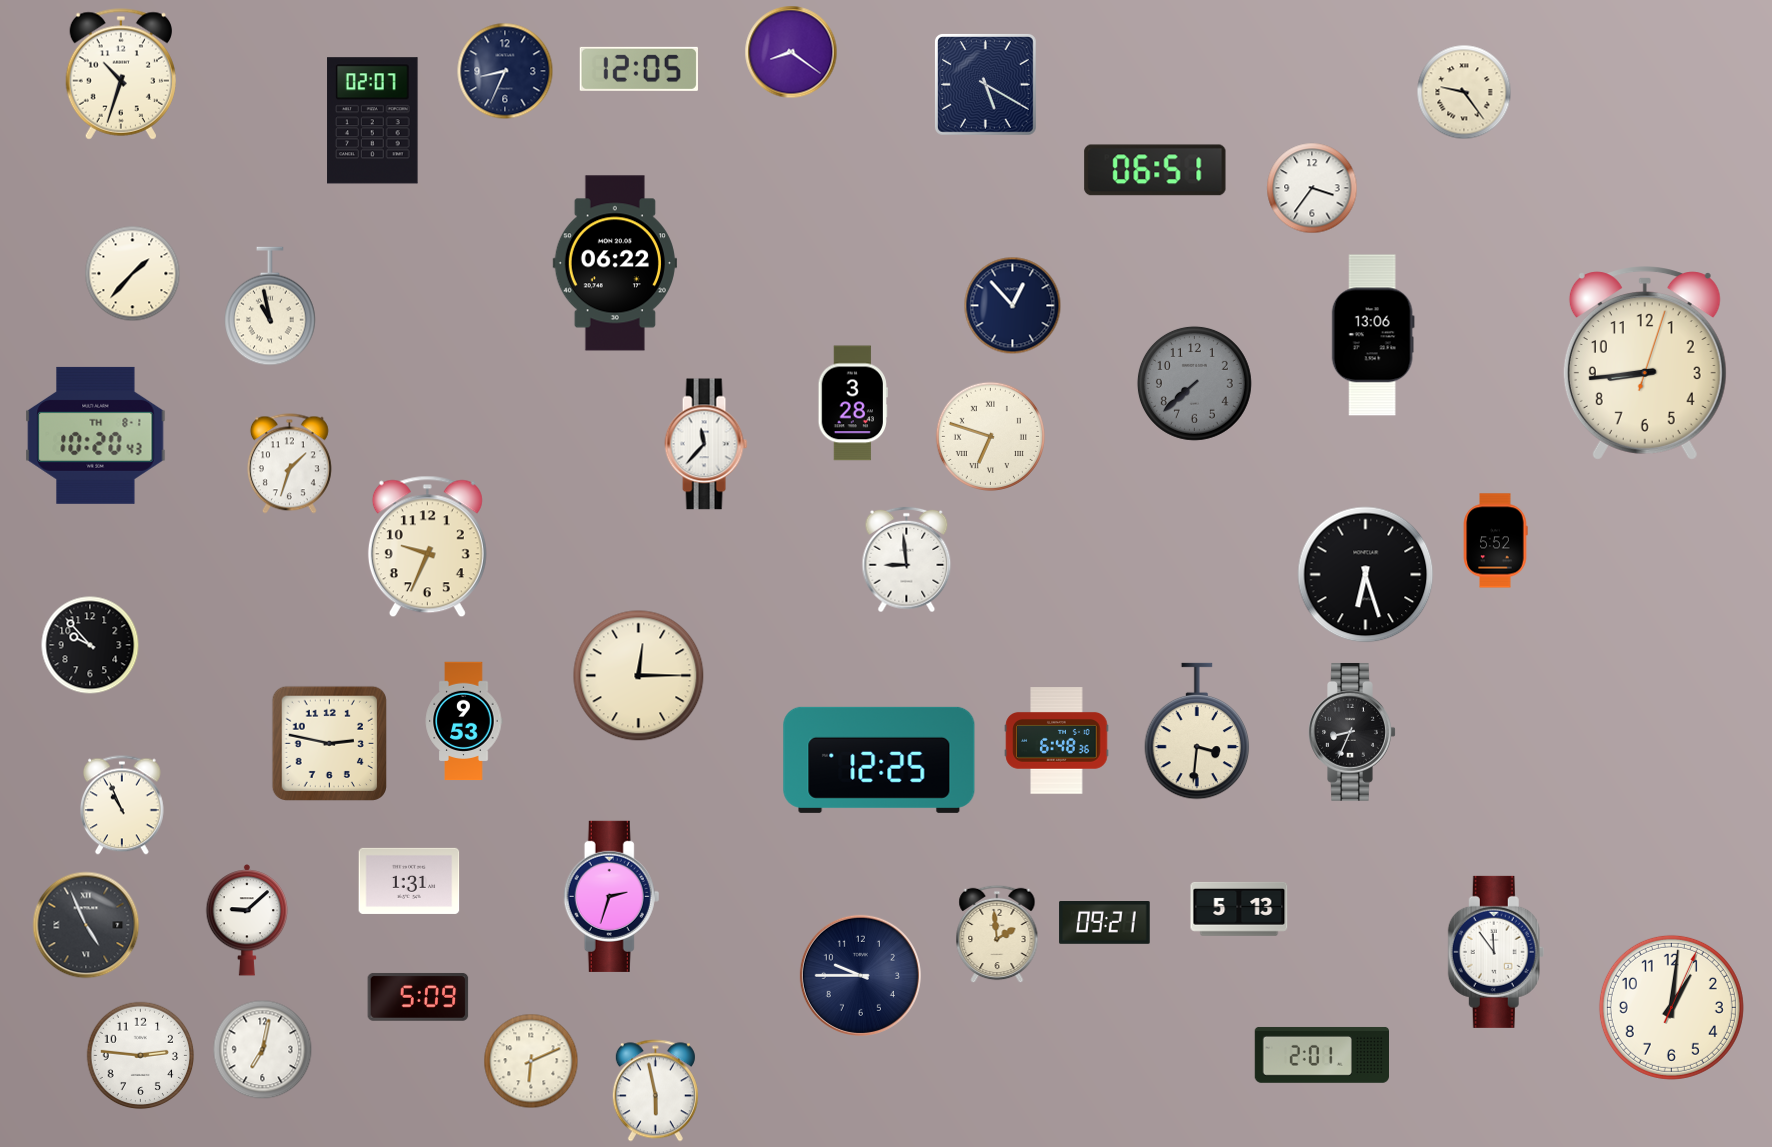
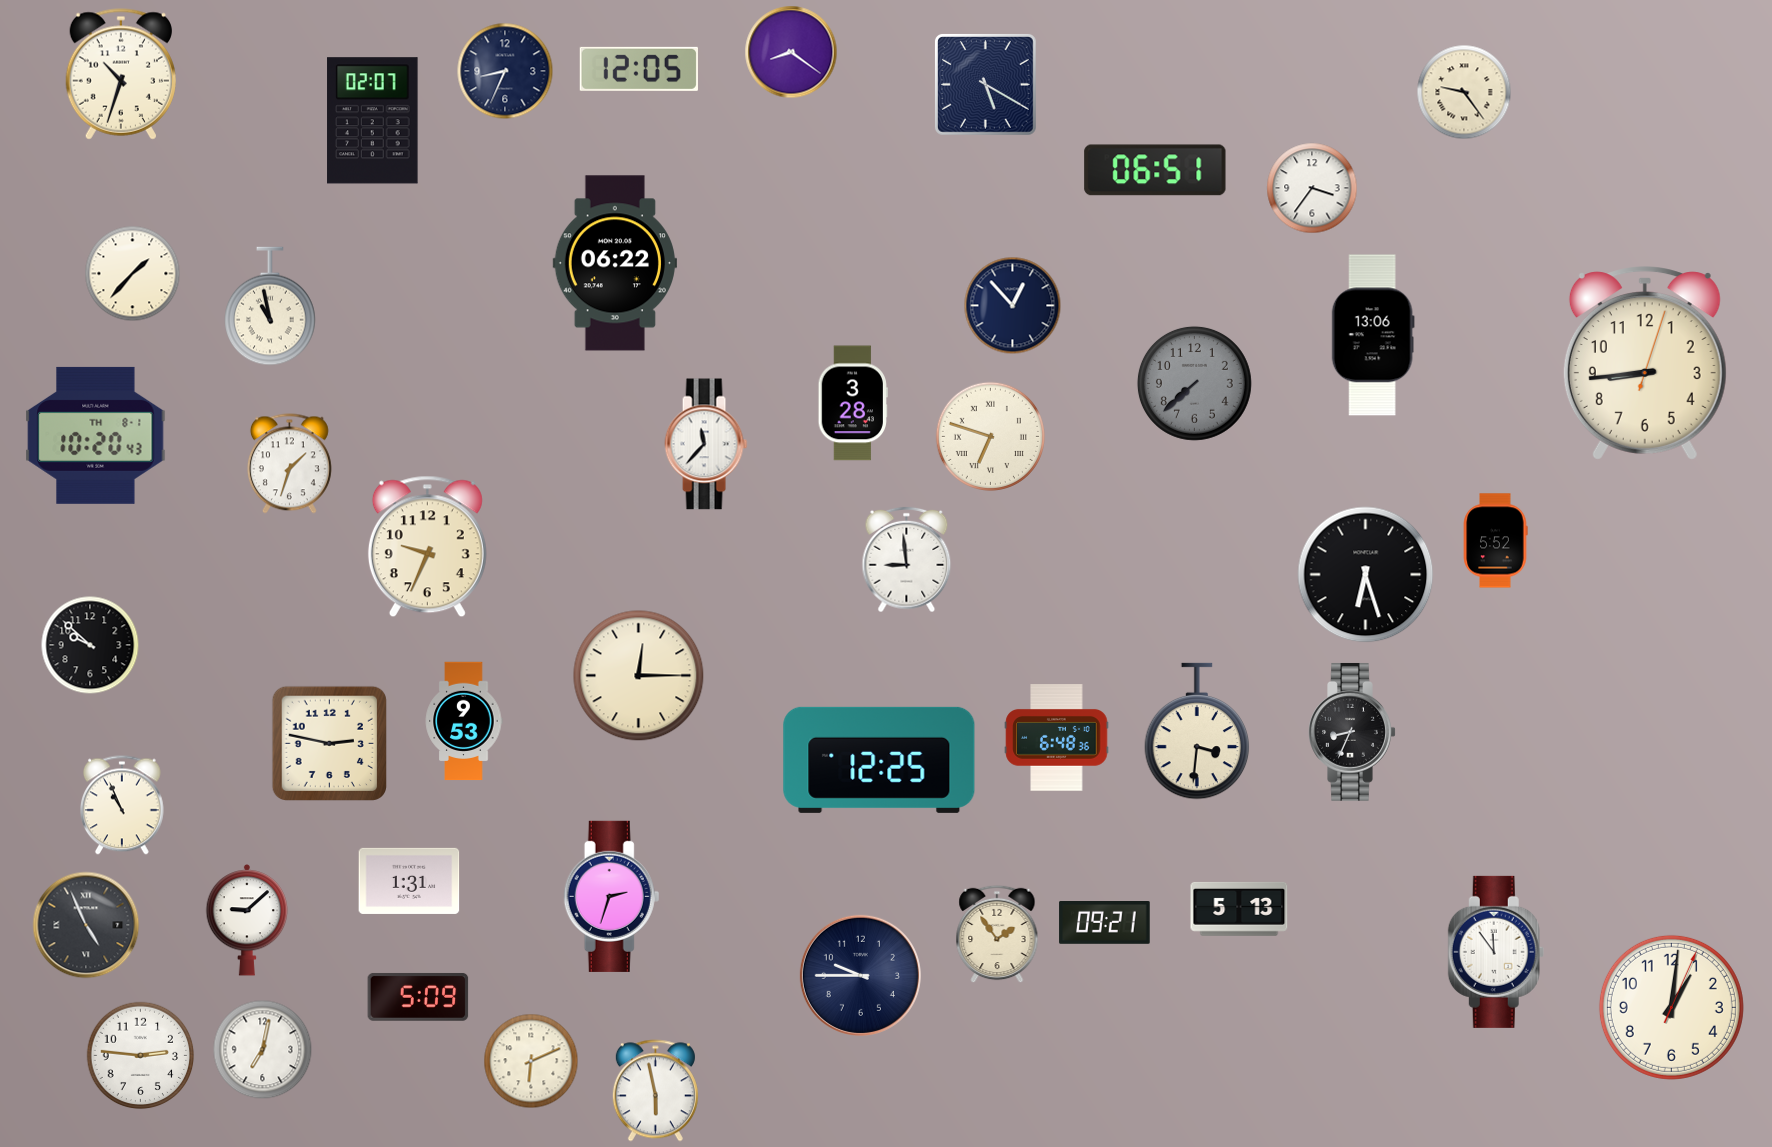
clock at (90, 645): 9:53 -> 9:52
clock at (1057, 741) position: (1057, 741) -> (1057, 738)
clock at (997, 934): 1:59 -> 1:54
clock at (1321, 1055): 2:01 -> none
